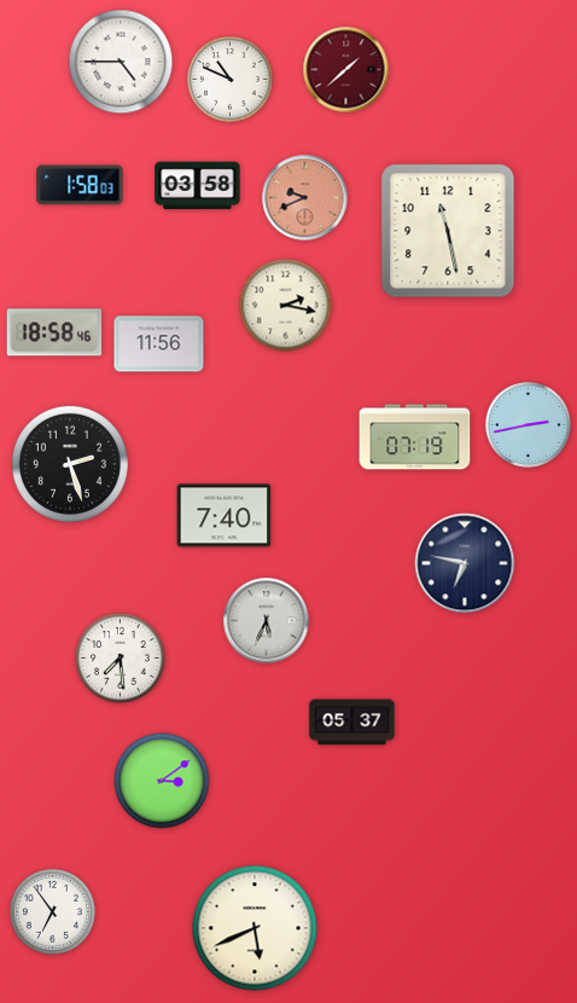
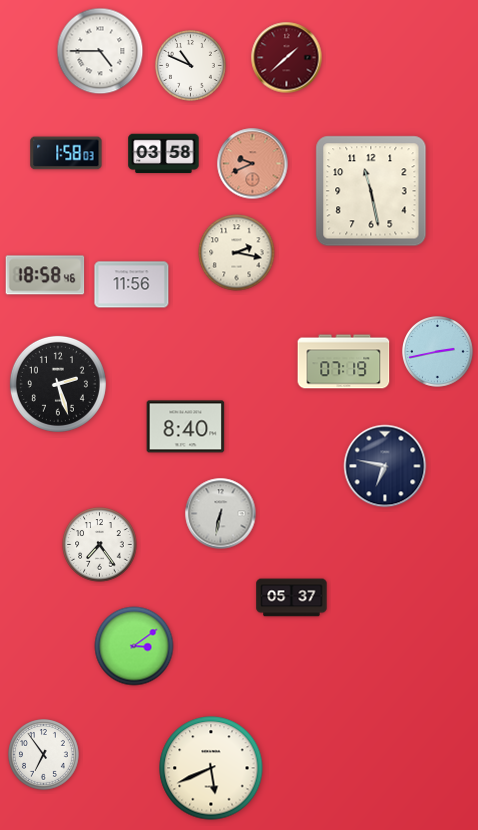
clock at (225, 516): 7:40 -> 8:40
clock at (267, 621): 5:34 -> 6:32
clock at (121, 659): 7:29 -> 7:24
